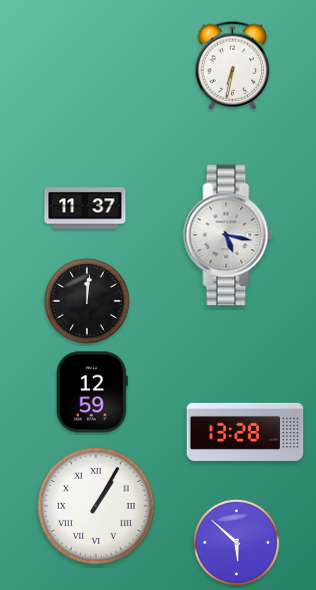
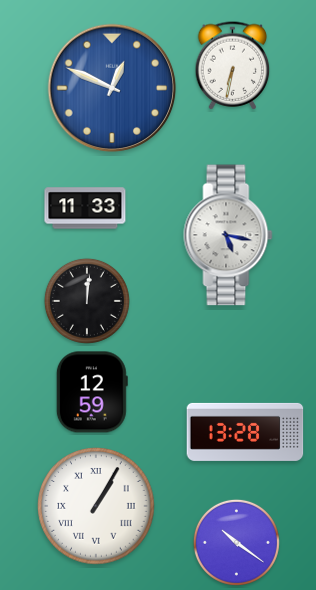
clock at (112, 88): none -> 12:49
clock at (85, 208): 11:37 -> 11:33
clock at (236, 542): 5:52 -> 10:21
